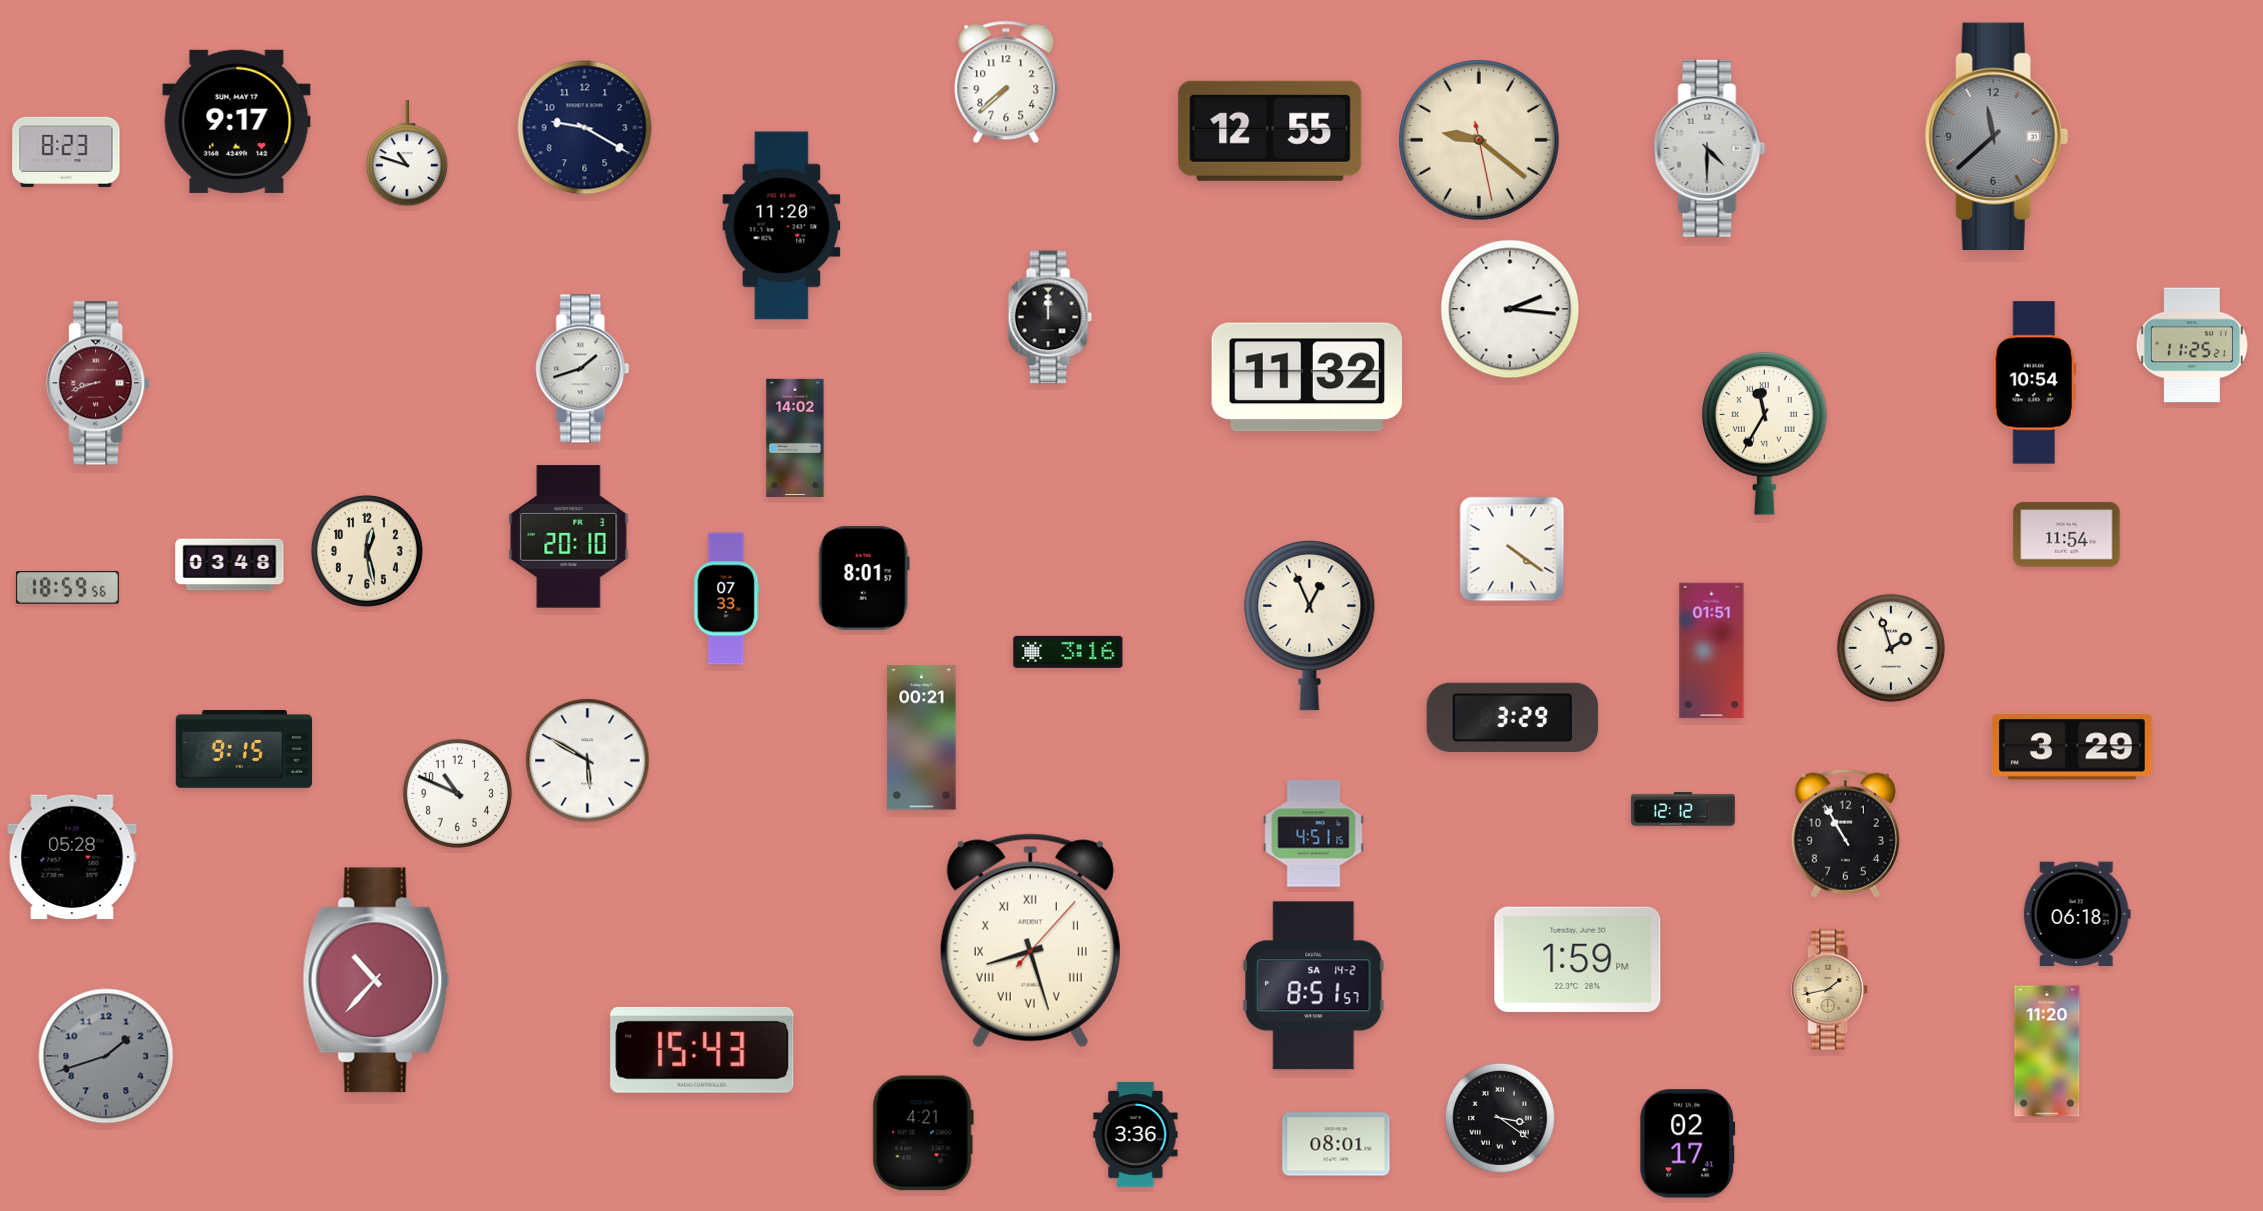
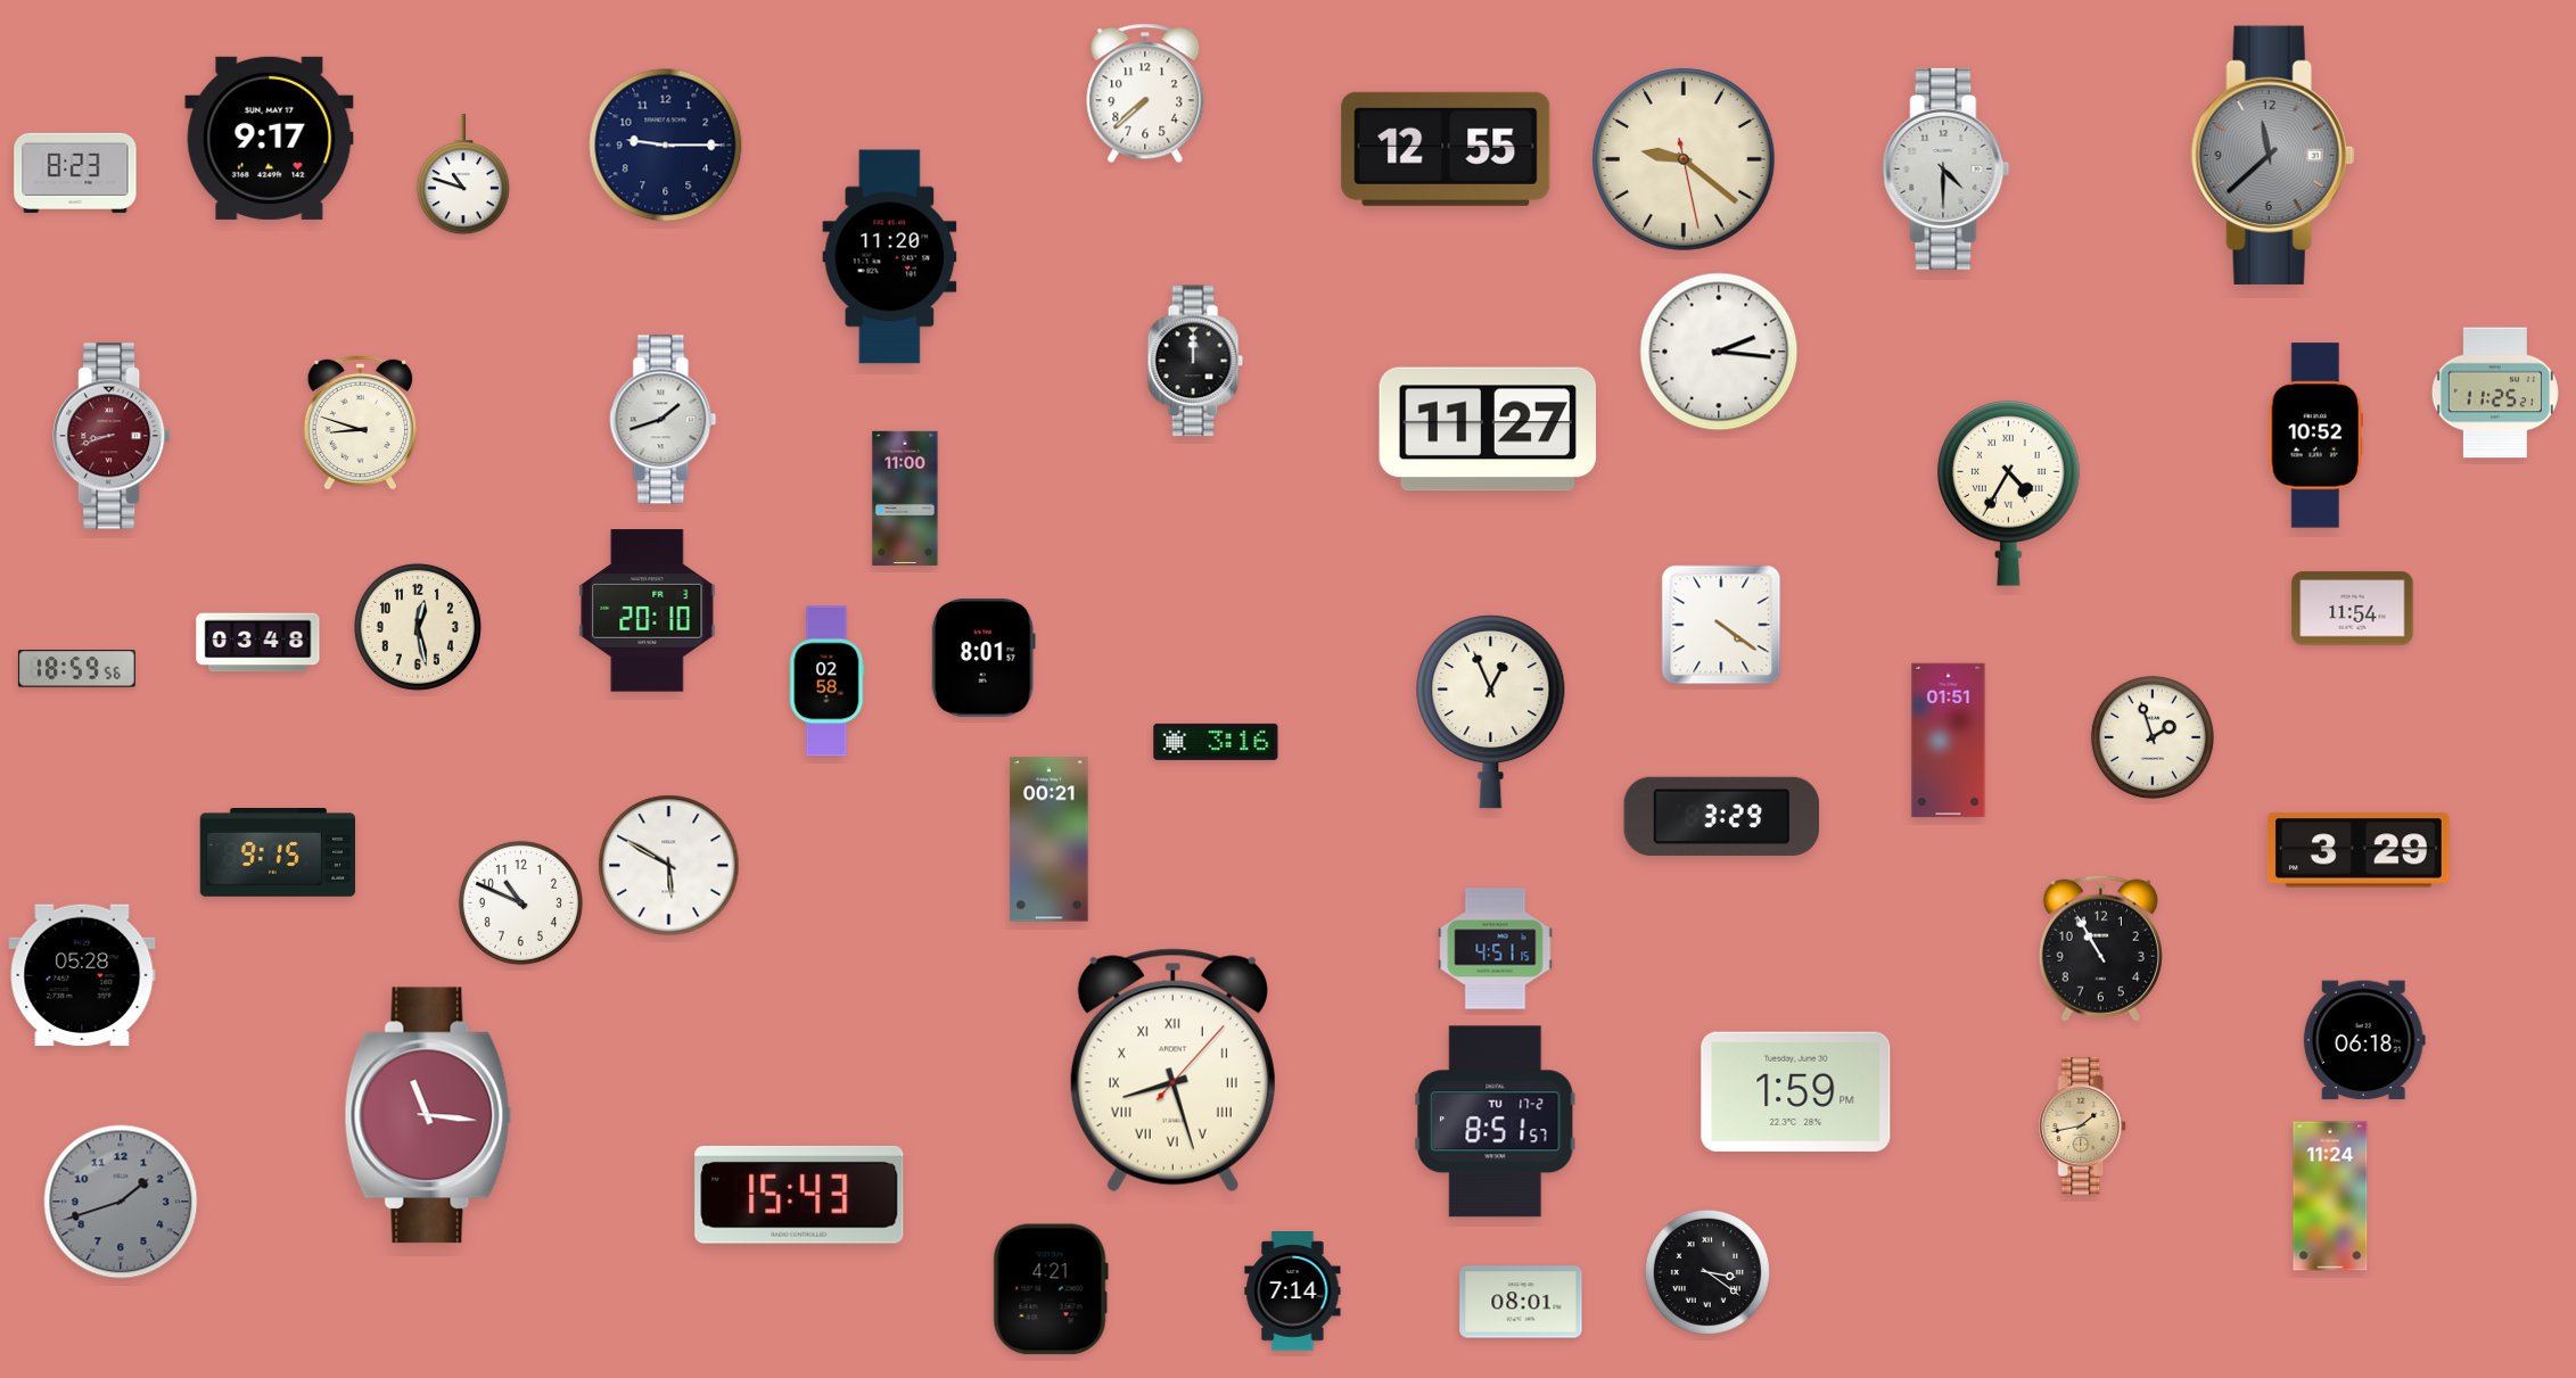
clock at (585, 128): 9:20 -> 9:15
clock at (360, 422): none -> 8:48
clock at (1306, 377): 11:32 -> 11:27
clock at (2034, 383): 10:54 -> 10:52
clock at (1765, 434): 11:35 -> 4:35
clock at (795, 437): 14:02 -> 11:00
clock at (230, 565) position: (230, 565) -> (258, 643)
clock at (726, 599): 07:33 -> 02:58
clock at (1683, 809): 12:12 -> none
clock at (376, 980): 10:37 -> 11:16
clock at (1314, 986) date: SA 14-2 -> TU 17-2
clock at (2047, 1051): 11:20 -> 11:24
clock at (1136, 1135): 3:36 -> 7:14
clock at (1688, 1144): 02:17 -> none
